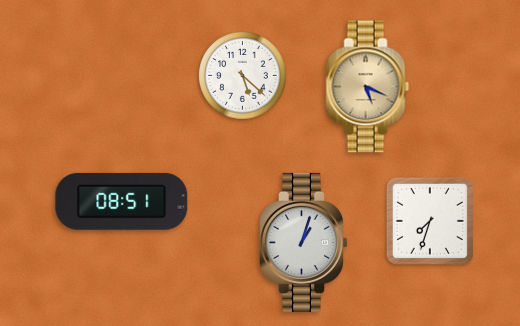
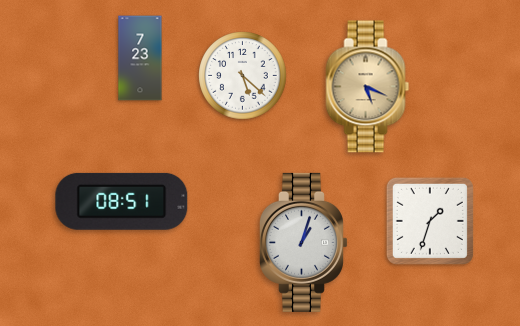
clock at (140, 58): none -> 7:23
clock at (430, 221): 7:33 -> 1:33
